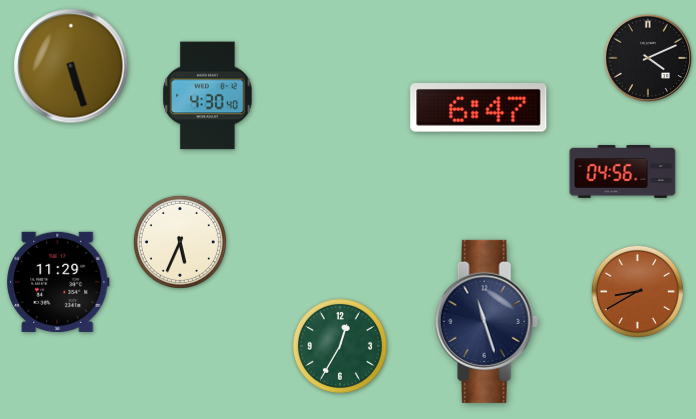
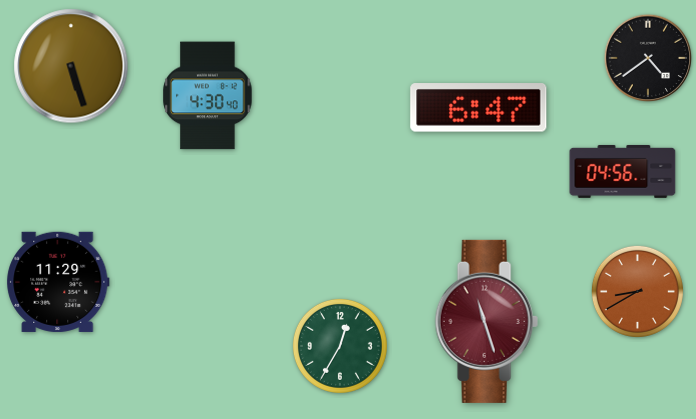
clock at (648, 58): 4:11 -> 4:39
clock at (180, 242): 5:34 -> none
clock at (486, 321) dial: navy -> burgundy
